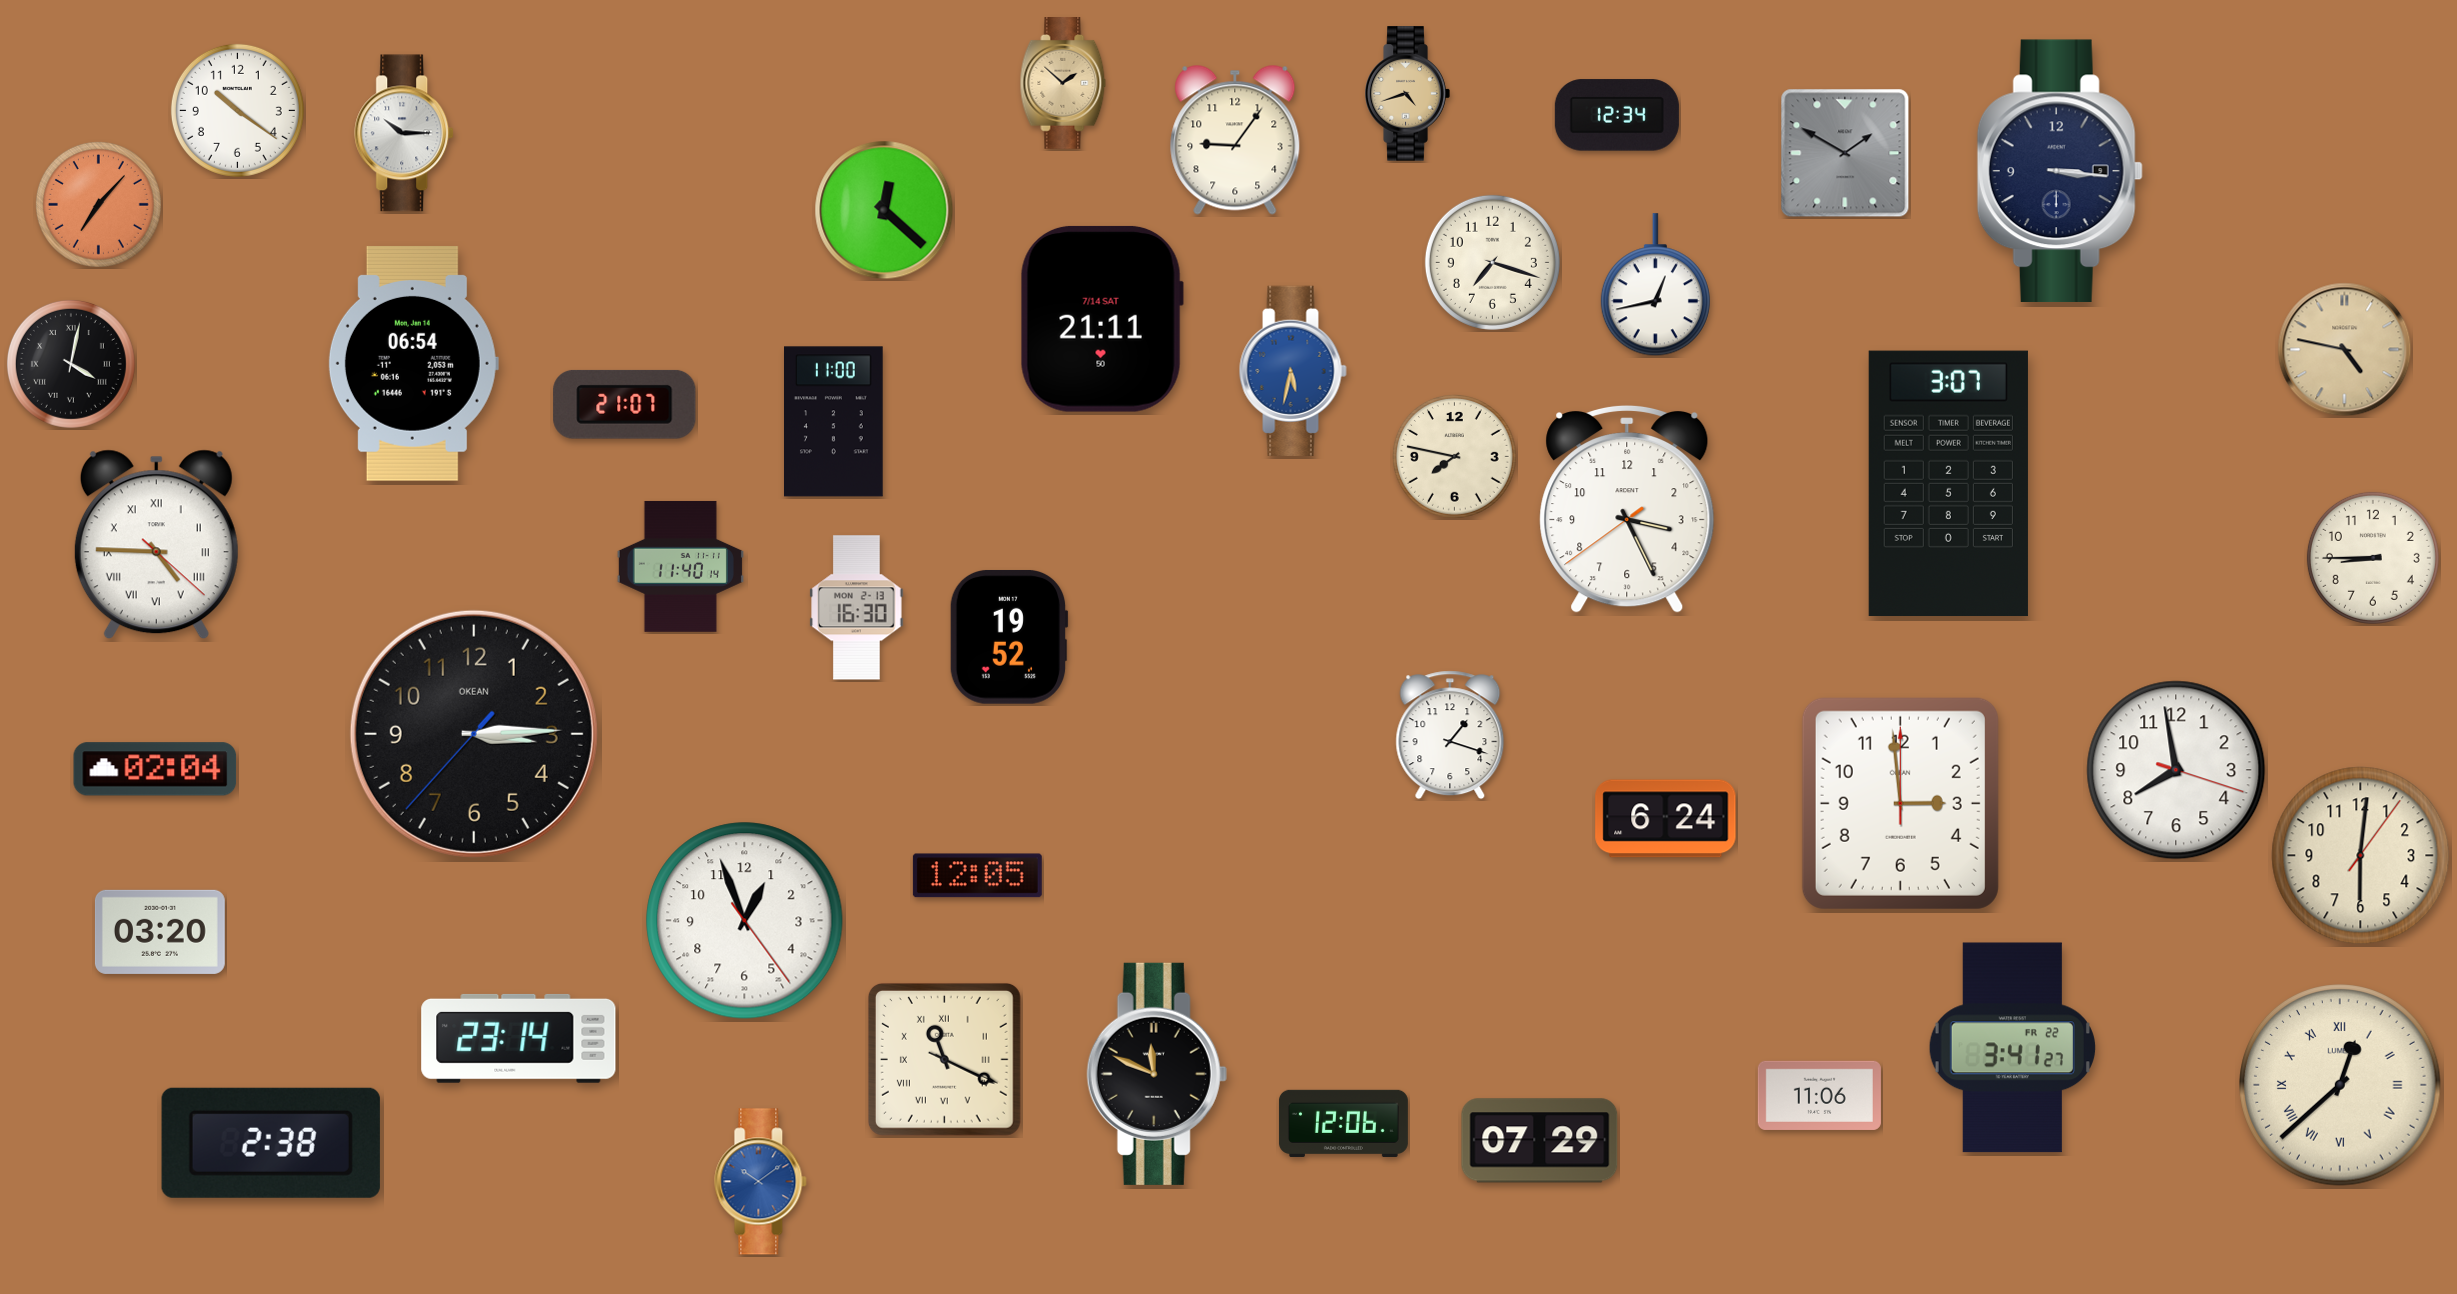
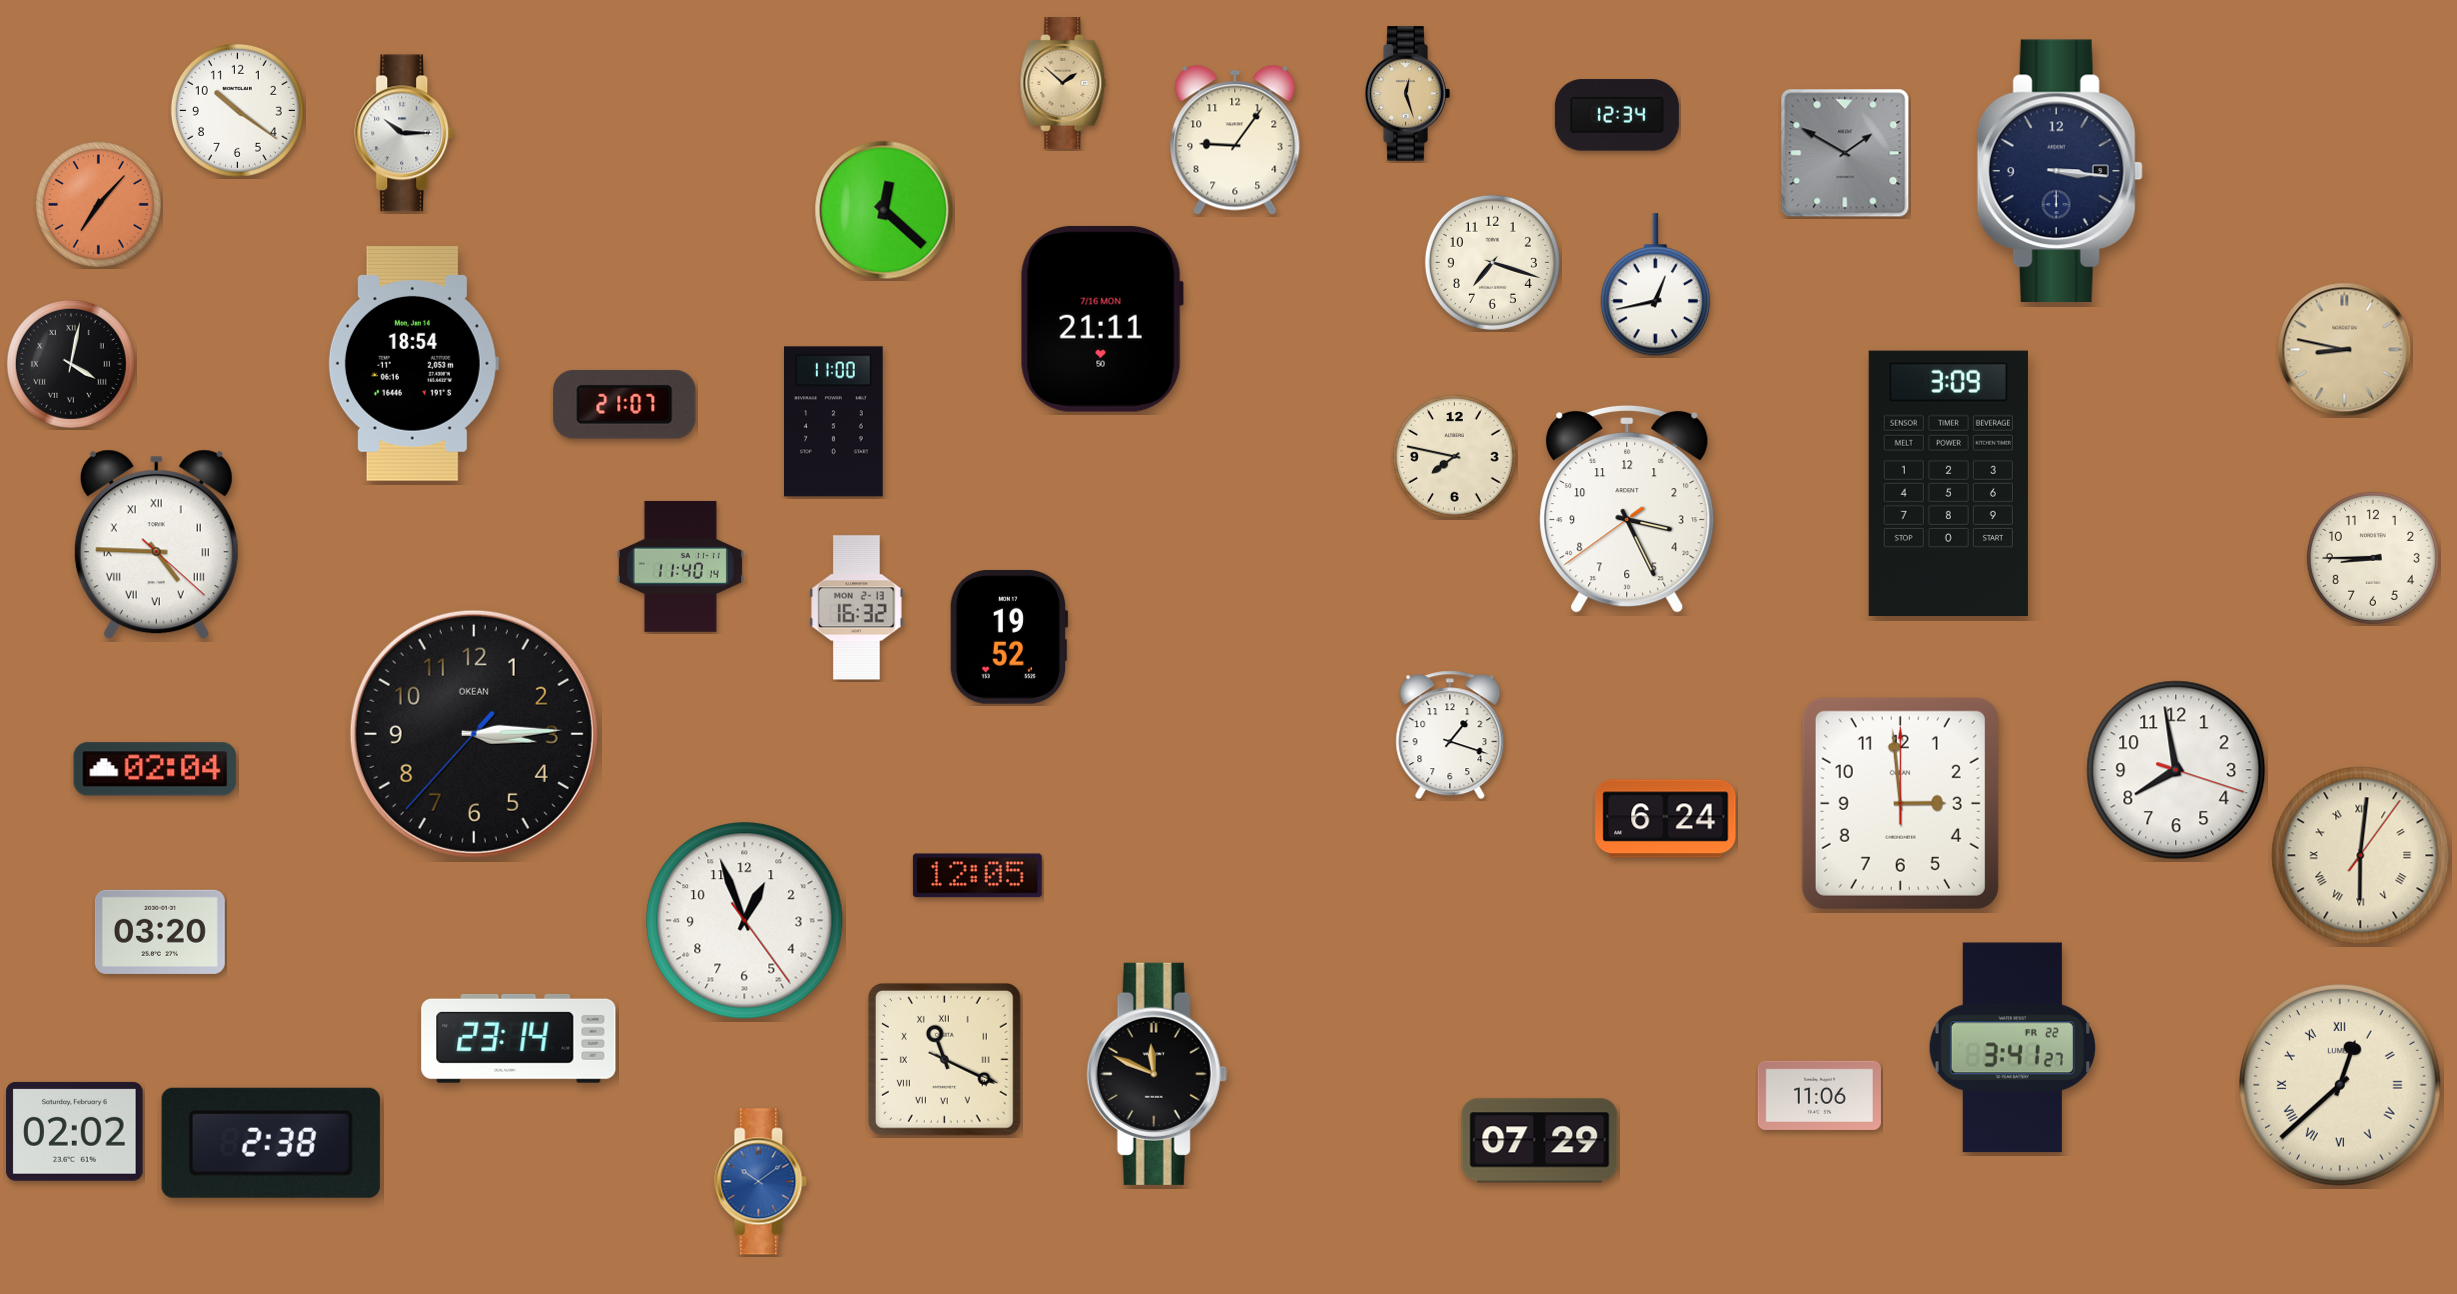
clock at (1407, 94): 4:42 -> 12:27
clock at (1102, 319) date: 7/14 SAT -> 7/16 MON
clock at (2345, 350): 4:47 -> 8:47
clock at (413, 363): 06:54 -> 18:54
clock at (1293, 371): 5:32 -> none
clock at (1948, 484): 3:07 -> 3:09
clock at (857, 608): 16:30 -> 16:32
clock at (2361, 856) numerals: Arabic -> Roman
clock at (1343, 1123): 12:06 -> none
clock at (75, 1131): none -> 02:02
